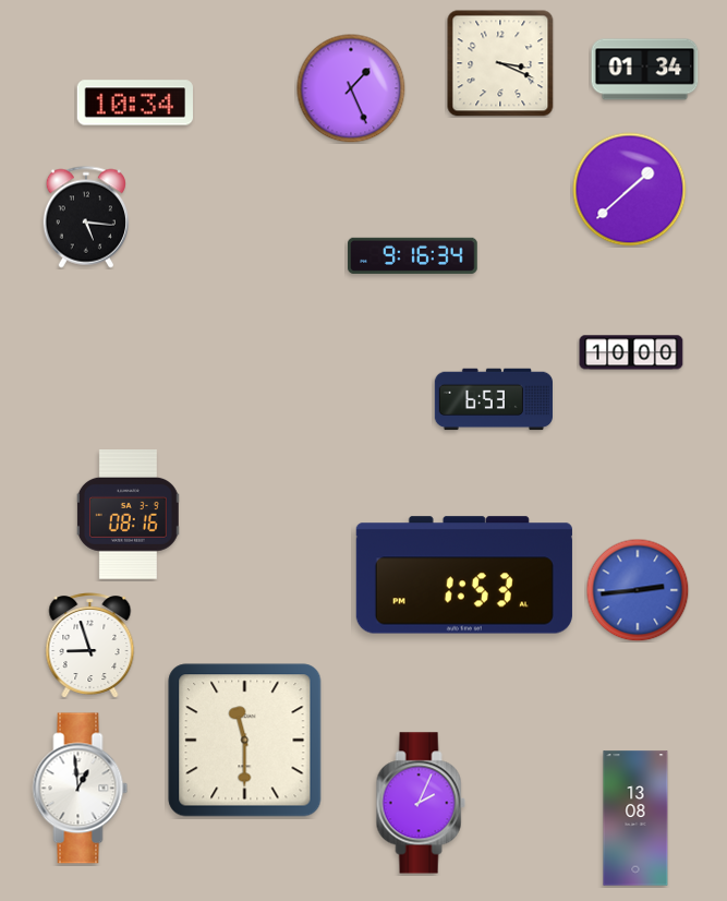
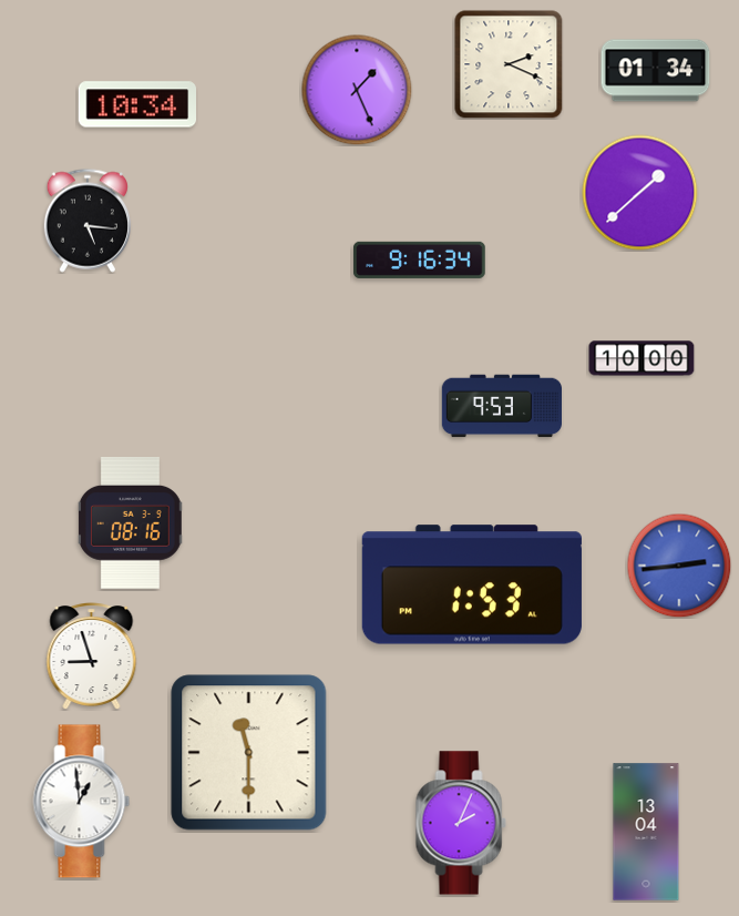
clock at (500, 63): 3:19 -> 2:19
clock at (493, 399): 6:53 -> 9:53
clock at (638, 590) position: (638, 590) -> (679, 566)
clock at (421, 803) position: (421, 803) -> (461, 823)
clock at (635, 818): 13:08 -> 13:04
